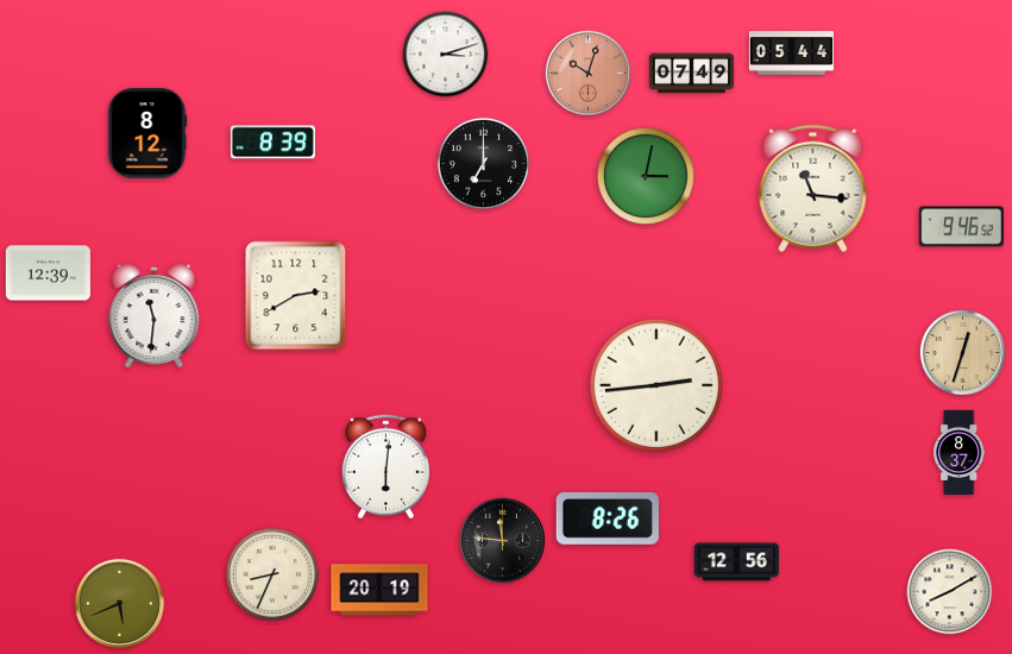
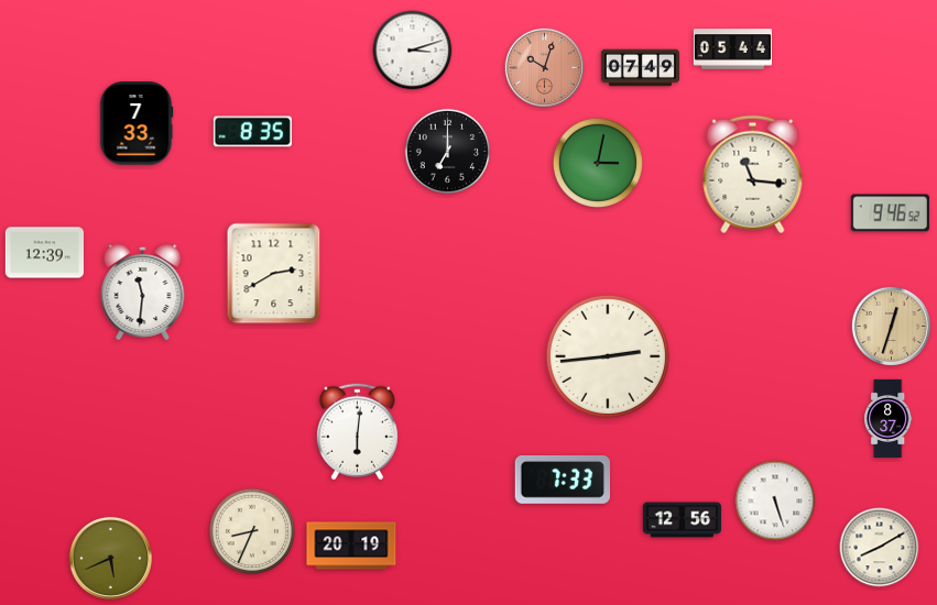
clock at (147, 133): 8:12 -> 7:33
clock at (272, 143): 8:39 -> 8:35
clock at (961, 227) position: (961, 227) -> (890, 213)
clock at (606, 518): 8:26 -> 7:33
clock at (502, 540): 11:46 -> none
clock at (775, 501): none -> 5:27
